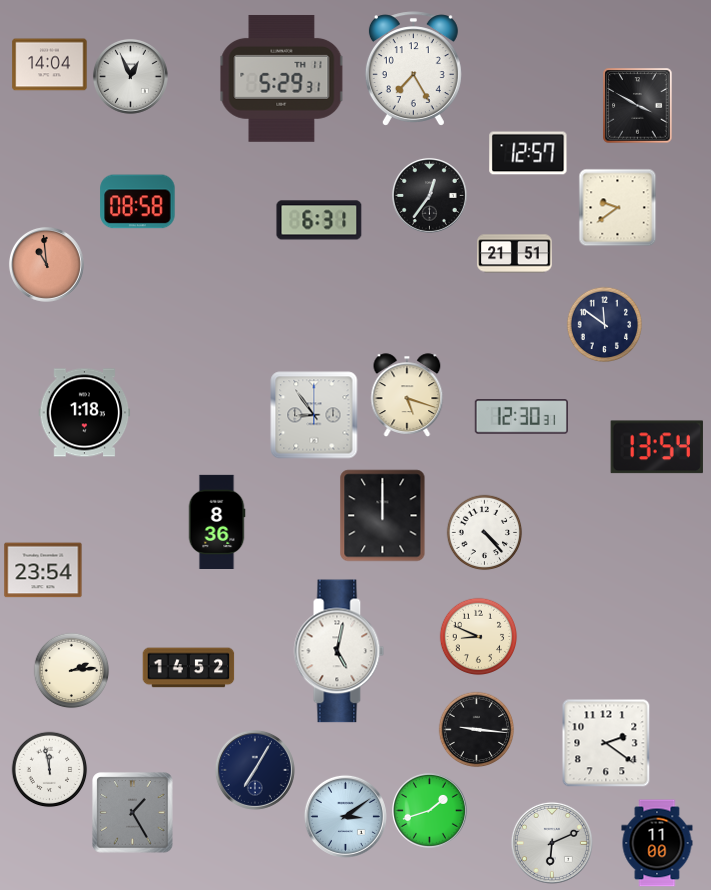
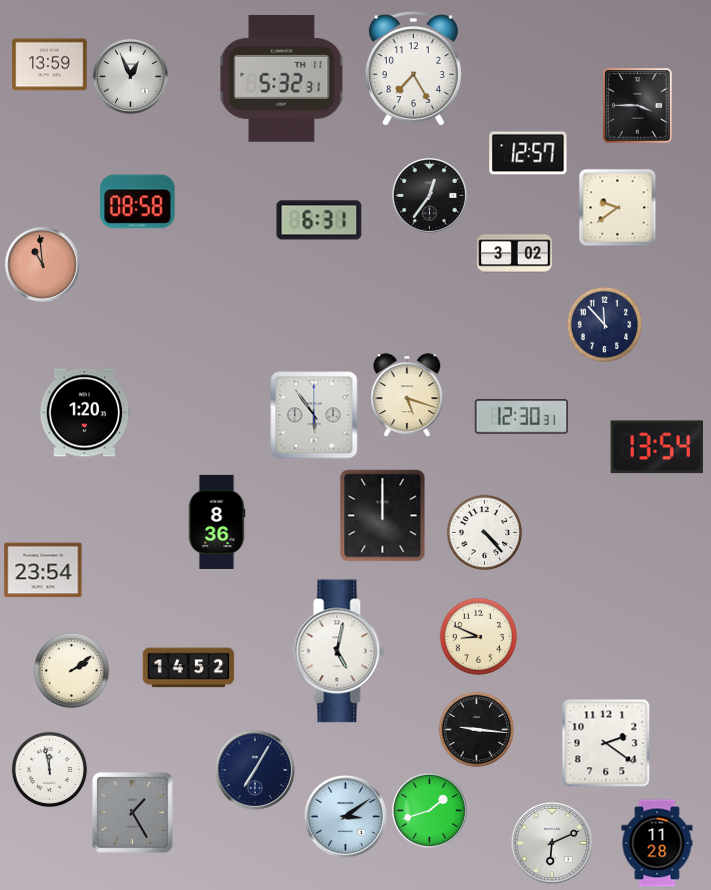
clock at (50, 65): 14:04 -> 13:59
clock at (282, 78): 5:29 -> 5:32
clock at (638, 106): 3:50 -> 3:45
clock at (515, 254): 21:51 -> 3:02
clock at (46, 264) position: (46, 264) -> (42, 264)
clock at (605, 325): 11:51 -> 11:53
clock at (85, 413): 1:18 -> 1:20
clock at (314, 415): 8:54 -> 5:54
clock at (72, 671): 2:14 -> 2:09
clock at (657, 843): 11:00 -> 11:28
